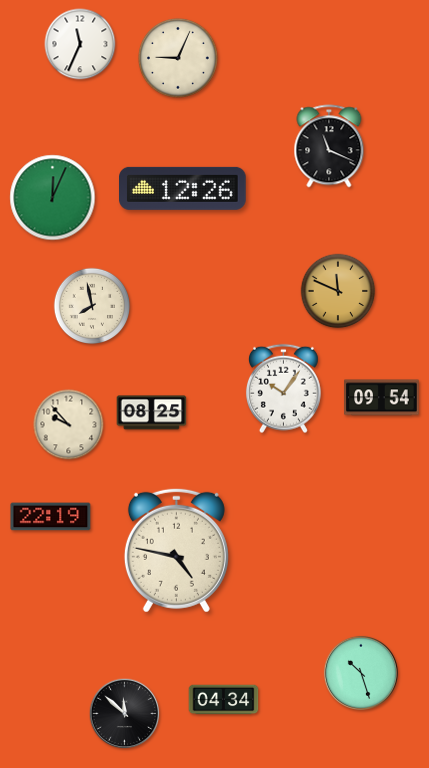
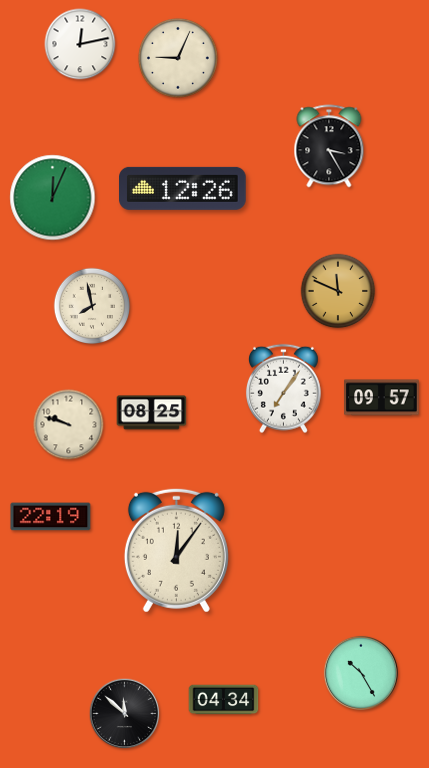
clock at (80, 44): 11:34 -> 12:13
clock at (329, 146): 11:19 -> 3:25
clock at (283, 389): 10:06 -> 7:06
clock at (382, 398): 09:54 -> 09:57
clock at (69, 425): 9:53 -> 9:48
clock at (176, 550): 4:47 -> 12:06
clock at (361, 673): 10:27 -> 10:25
